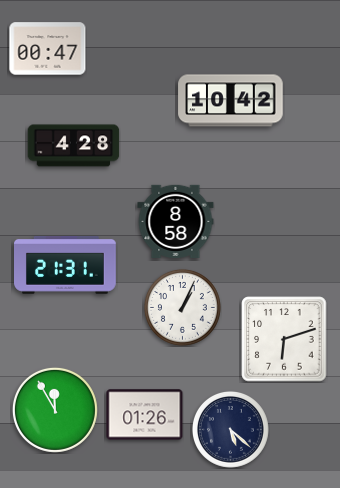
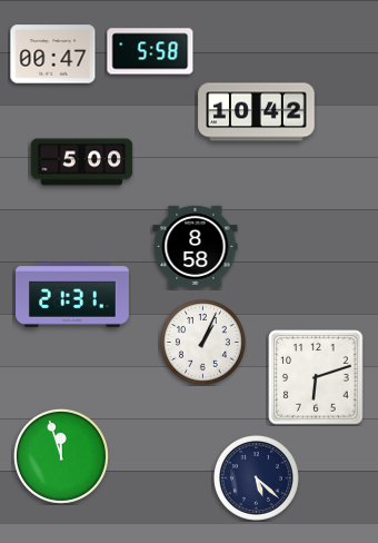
clock at (150, 51): none -> 5:58
clock at (74, 146): 4:28 -> 5:00
clock at (55, 410): 11:55 -> 11:57
clock at (145, 415): 01:26 -> none
